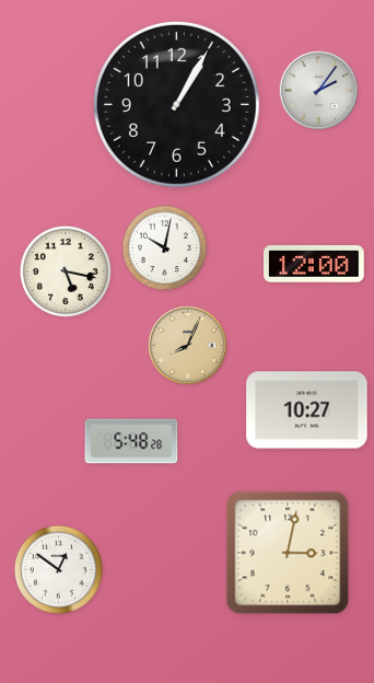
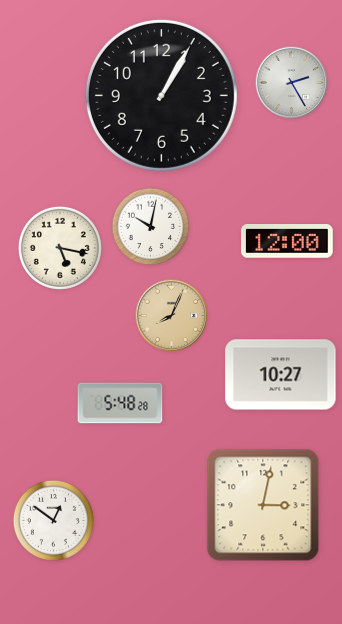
clock at (319, 91): 2:06 -> 2:25
